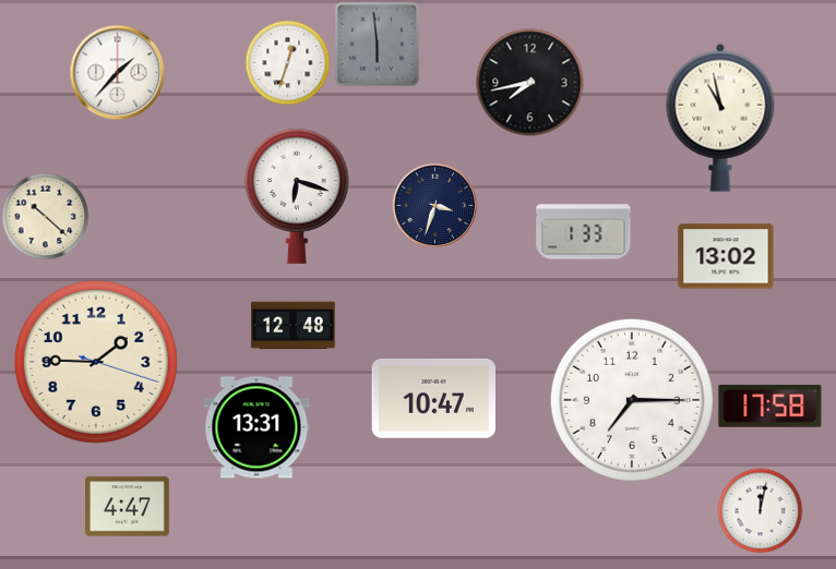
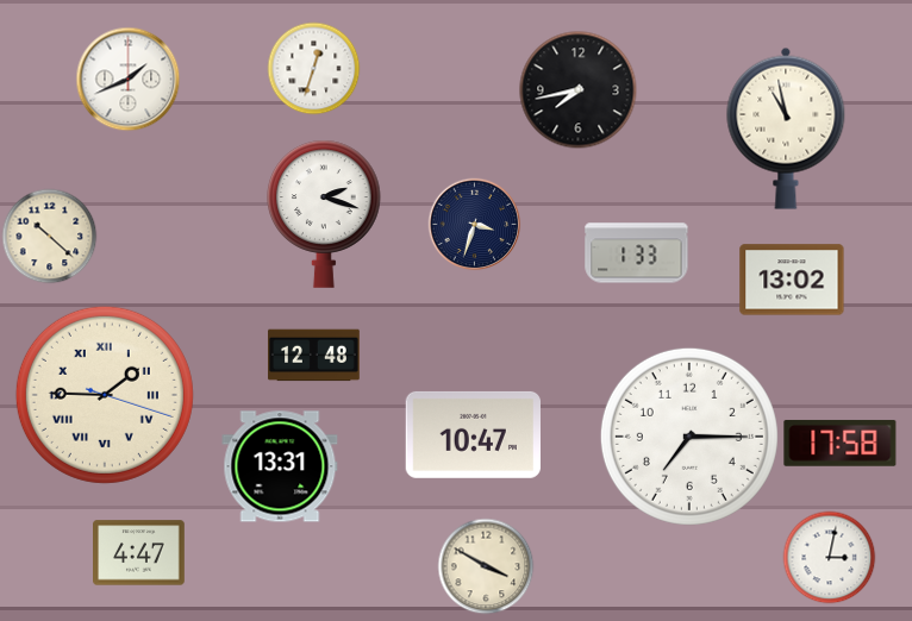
clock at (377, 44): 5:59 -> none
clock at (117, 72): 1:37 -> 1:41
clock at (297, 196): 6:18 -> 2:18
clock at (294, 326) position: (294, 326) -> (314, 356)
clock at (96, 362) numerals: Arabic -> Roman
clock at (760, 510): 12:02 -> 3:02
clock at (486, 566): none -> 3:50
